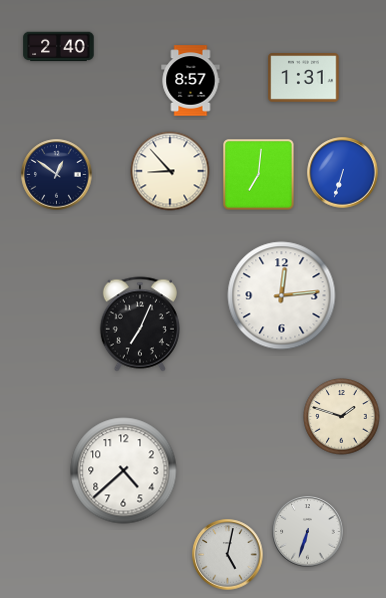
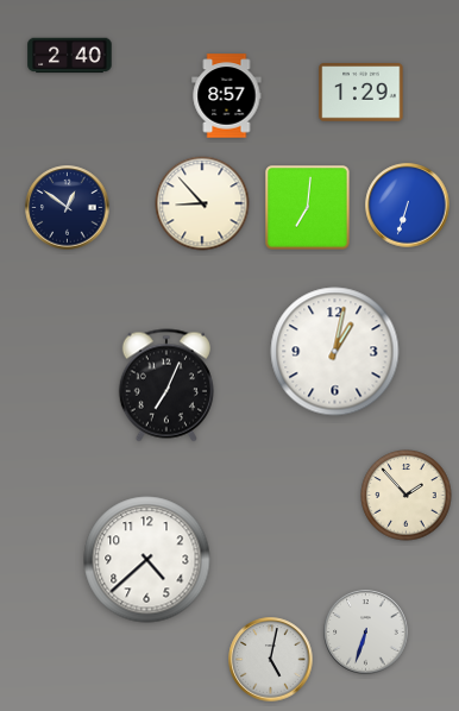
clock at (304, 78): 1:31 -> 1:29
clock at (282, 296): 12:14 -> 1:02
clock at (342, 417): 1:48 -> 1:53
